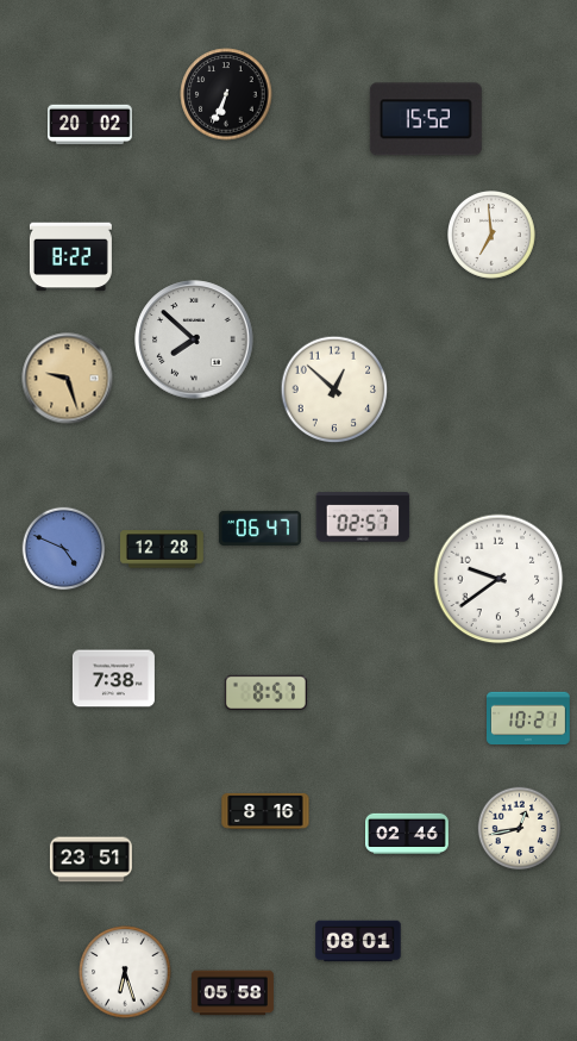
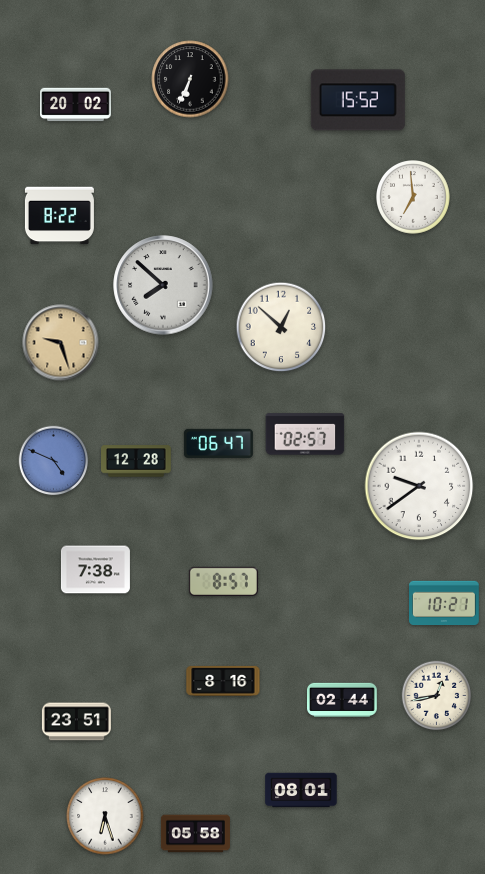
clock at (68, 379) position: (68, 379) -> (61, 343)
clock at (408, 833): 02:46 -> 02:44
